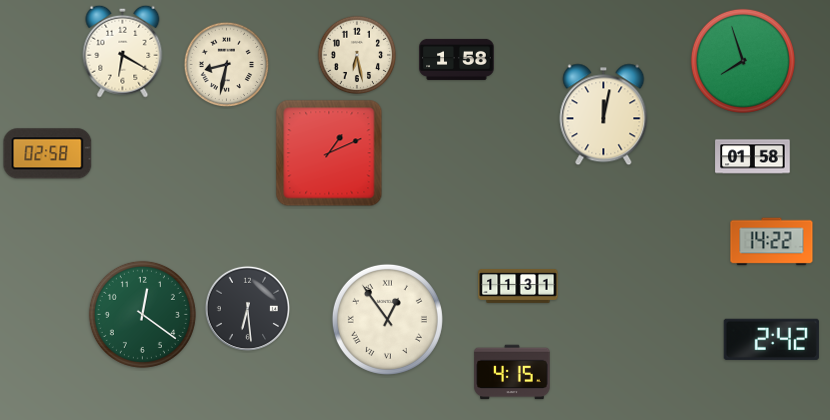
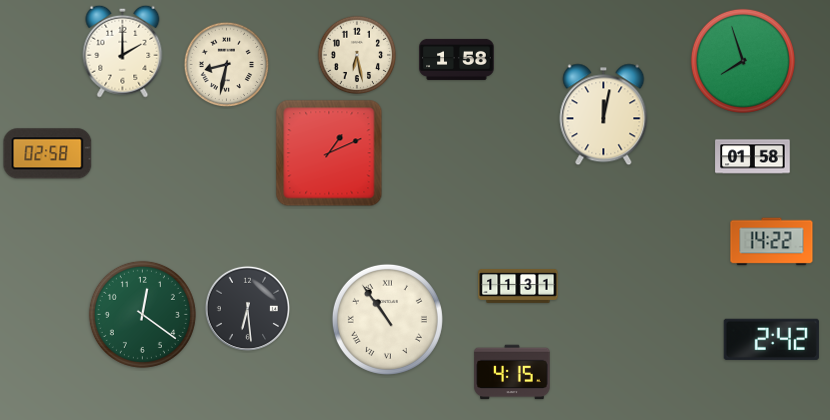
clock at (123, 51): 6:20 -> 2:00
clock at (387, 319): 12:54 -> 10:54
